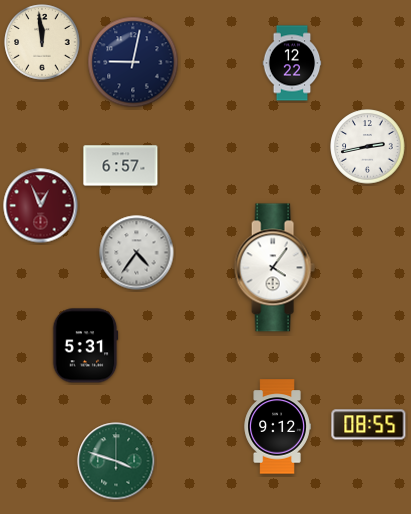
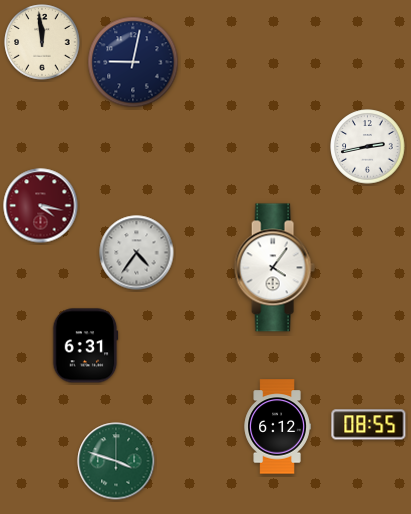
clock at (292, 63): 12:22 -> none
clock at (121, 166): 6:57 -> none
clock at (41, 206): 12:56 -> 4:17
clock at (85, 346): 5:31 -> 6:31
clock at (277, 427): 9:12 -> 6:12
